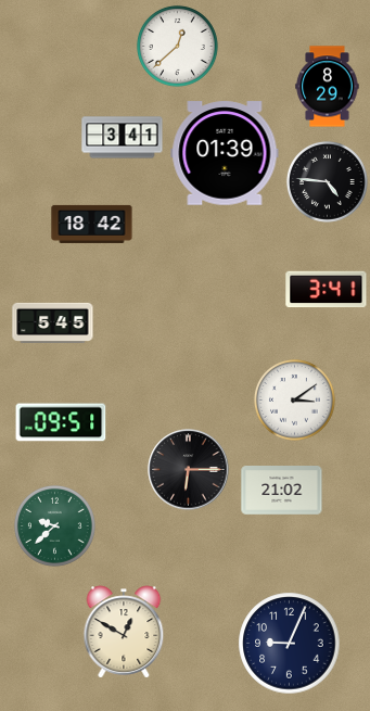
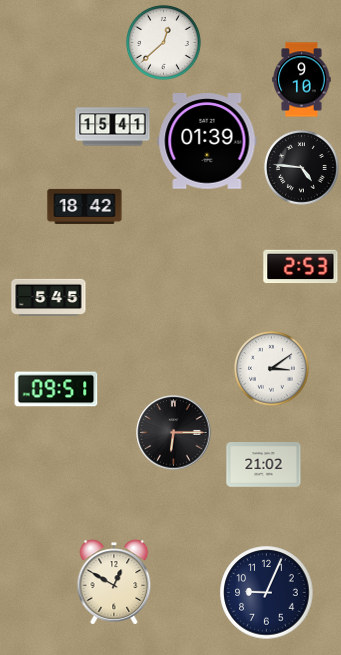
clock at (328, 87): 8:29 -> 9:10
clock at (123, 138): 3:41 -> 15:41
clock at (327, 290): 3:41 -> 2:53
clock at (282, 491) position: (282, 491) -> (264, 465)
clock at (54, 525): 9:38 -> none
